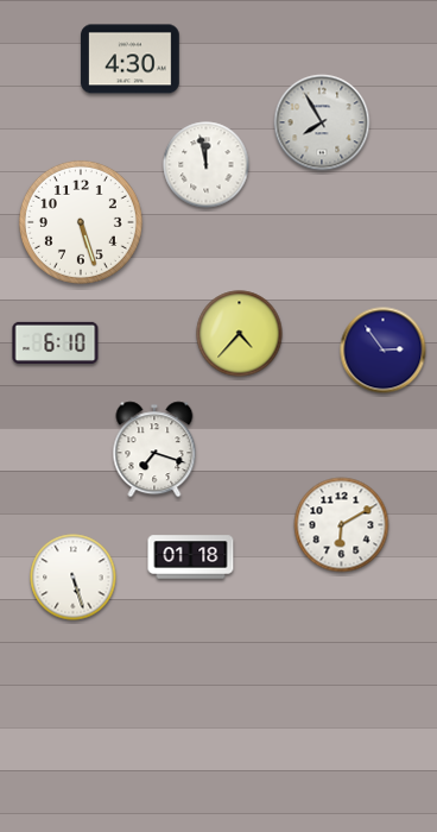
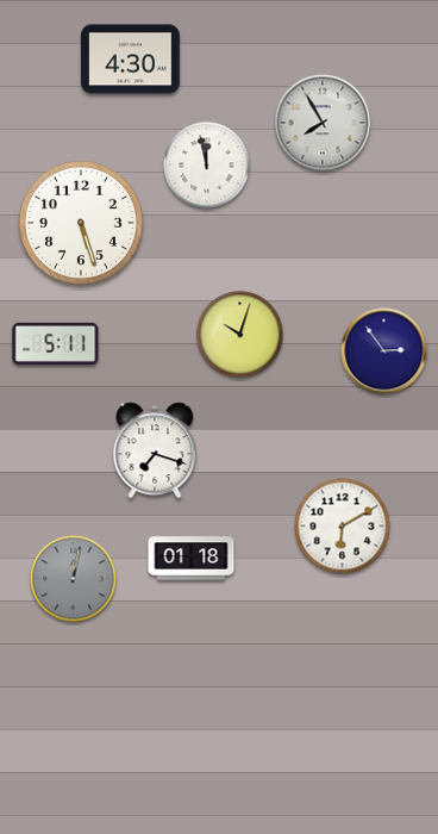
clock at (240, 334): 4:37 -> 10:03
clock at (56, 342): 6:10 -> 5:11
clock at (74, 578): 5:27 -> 12:02
clock at (74, 578) dial: white -> grey
